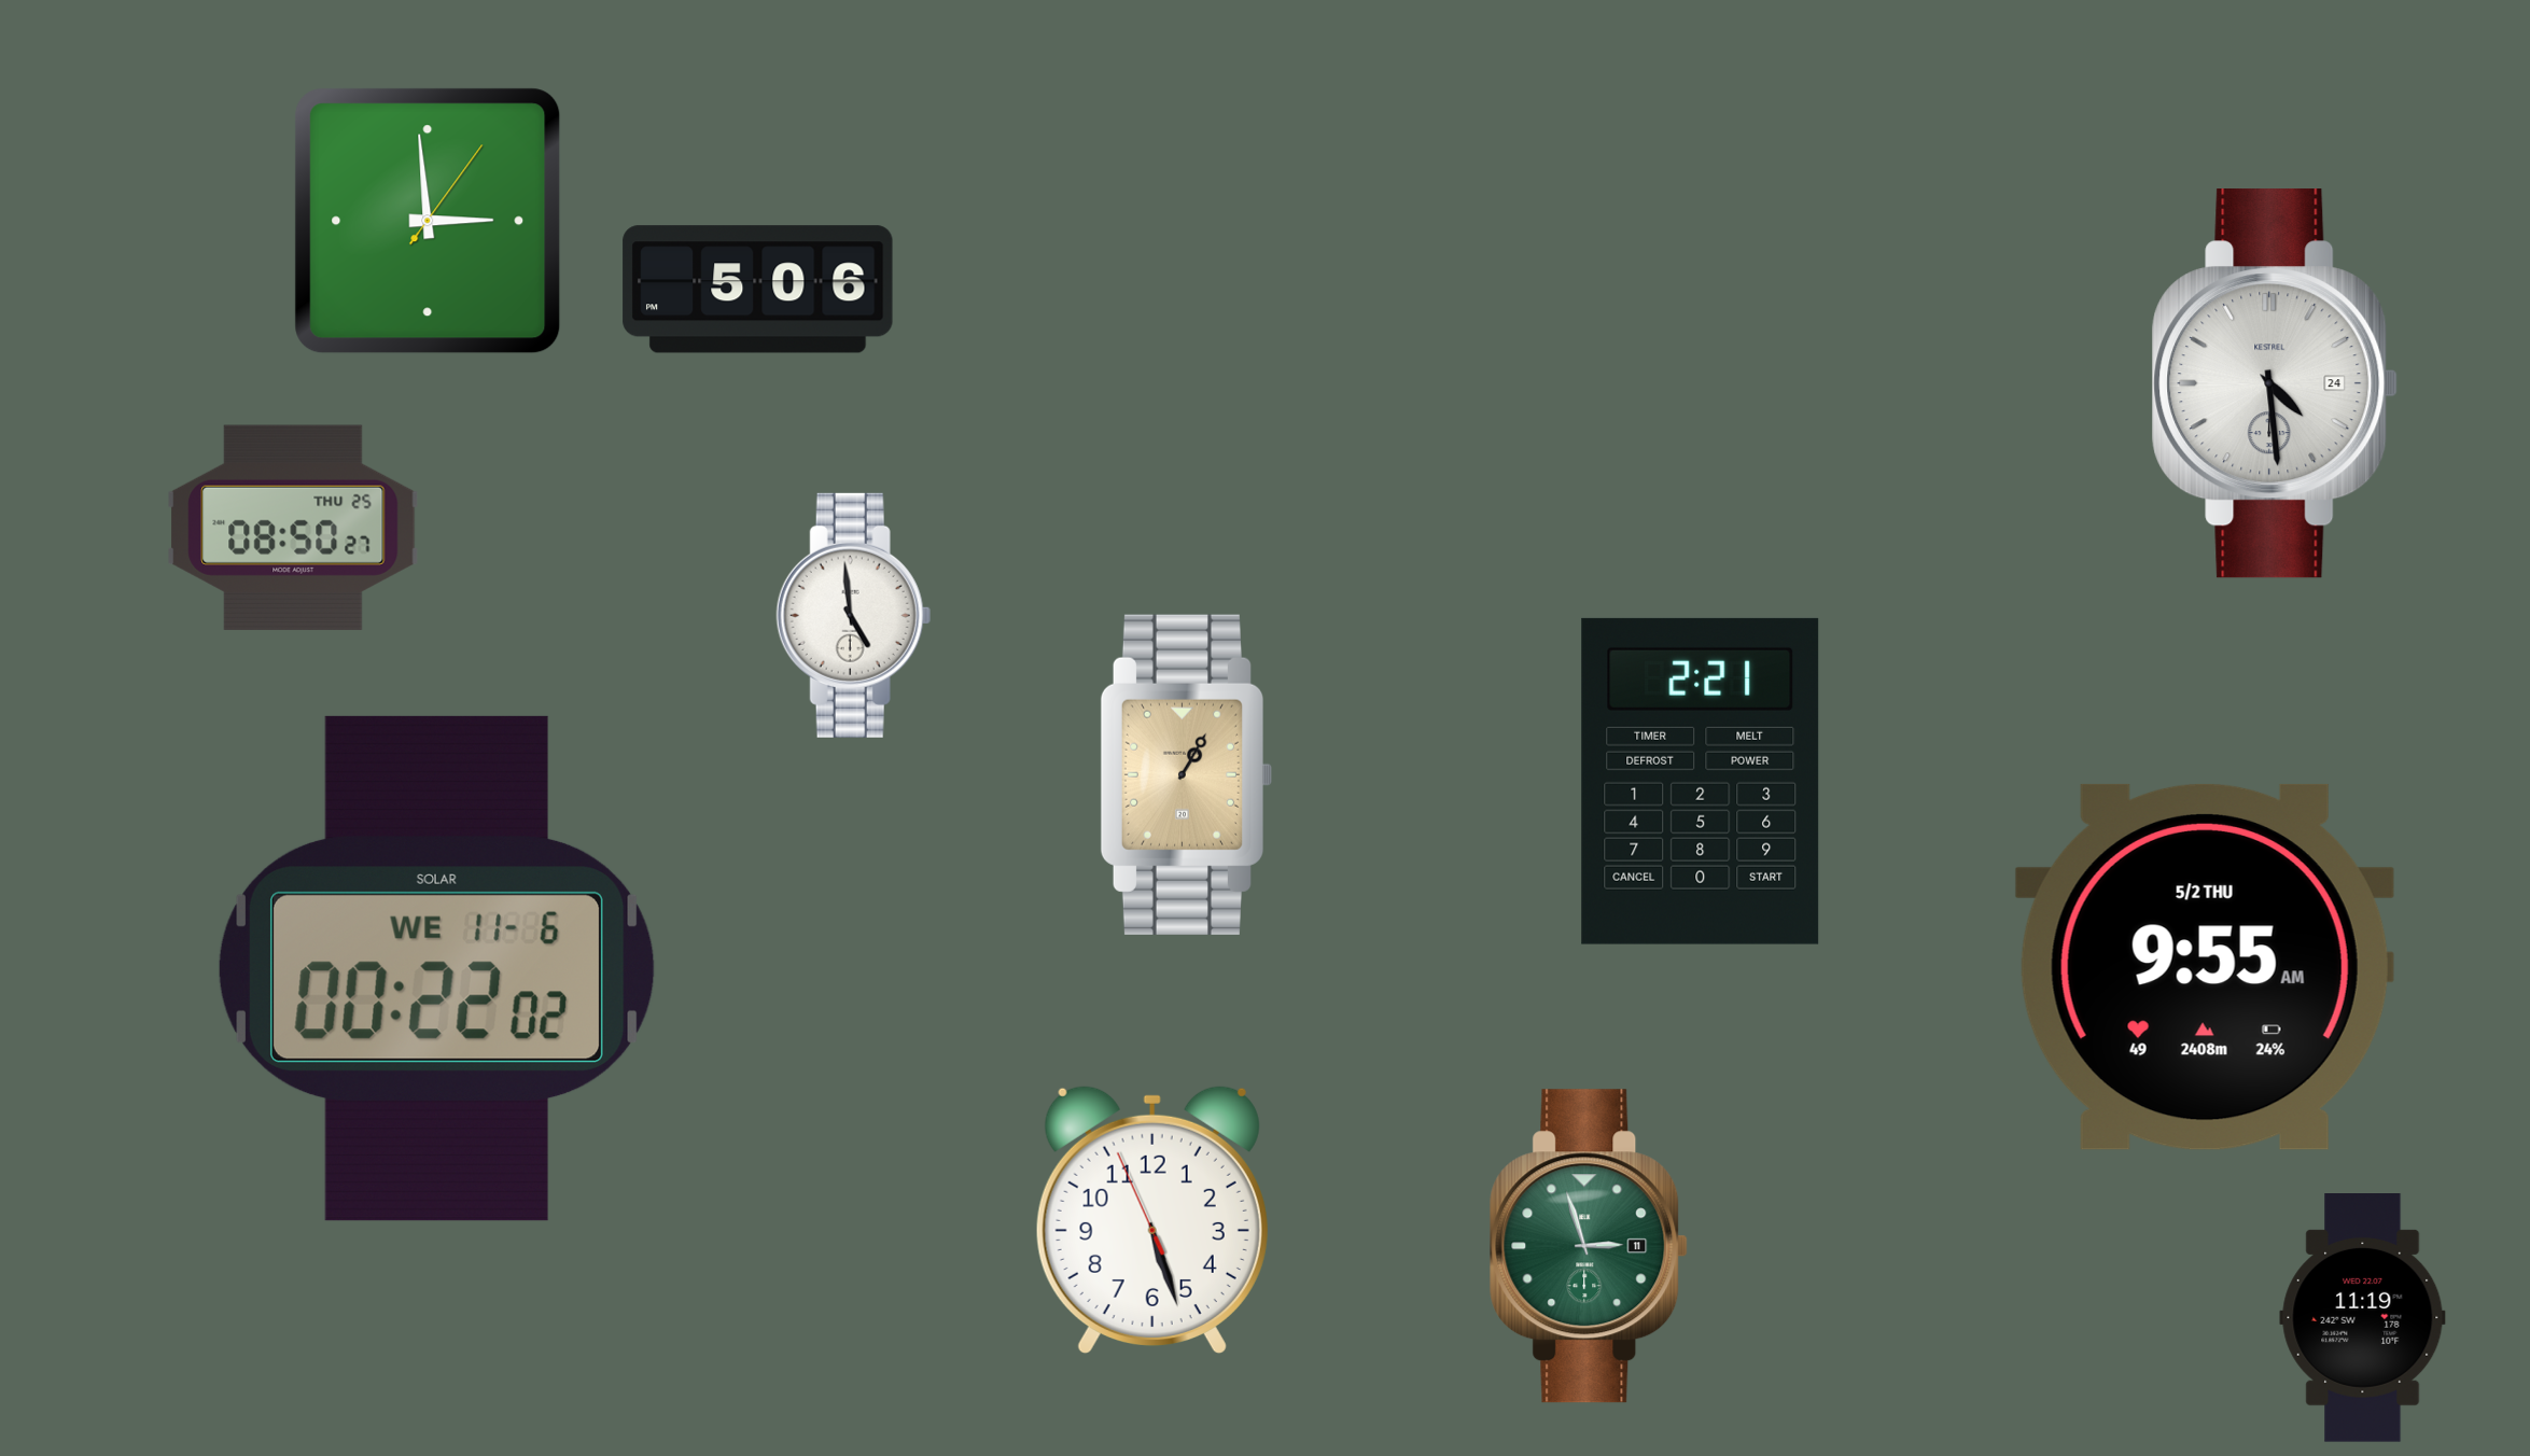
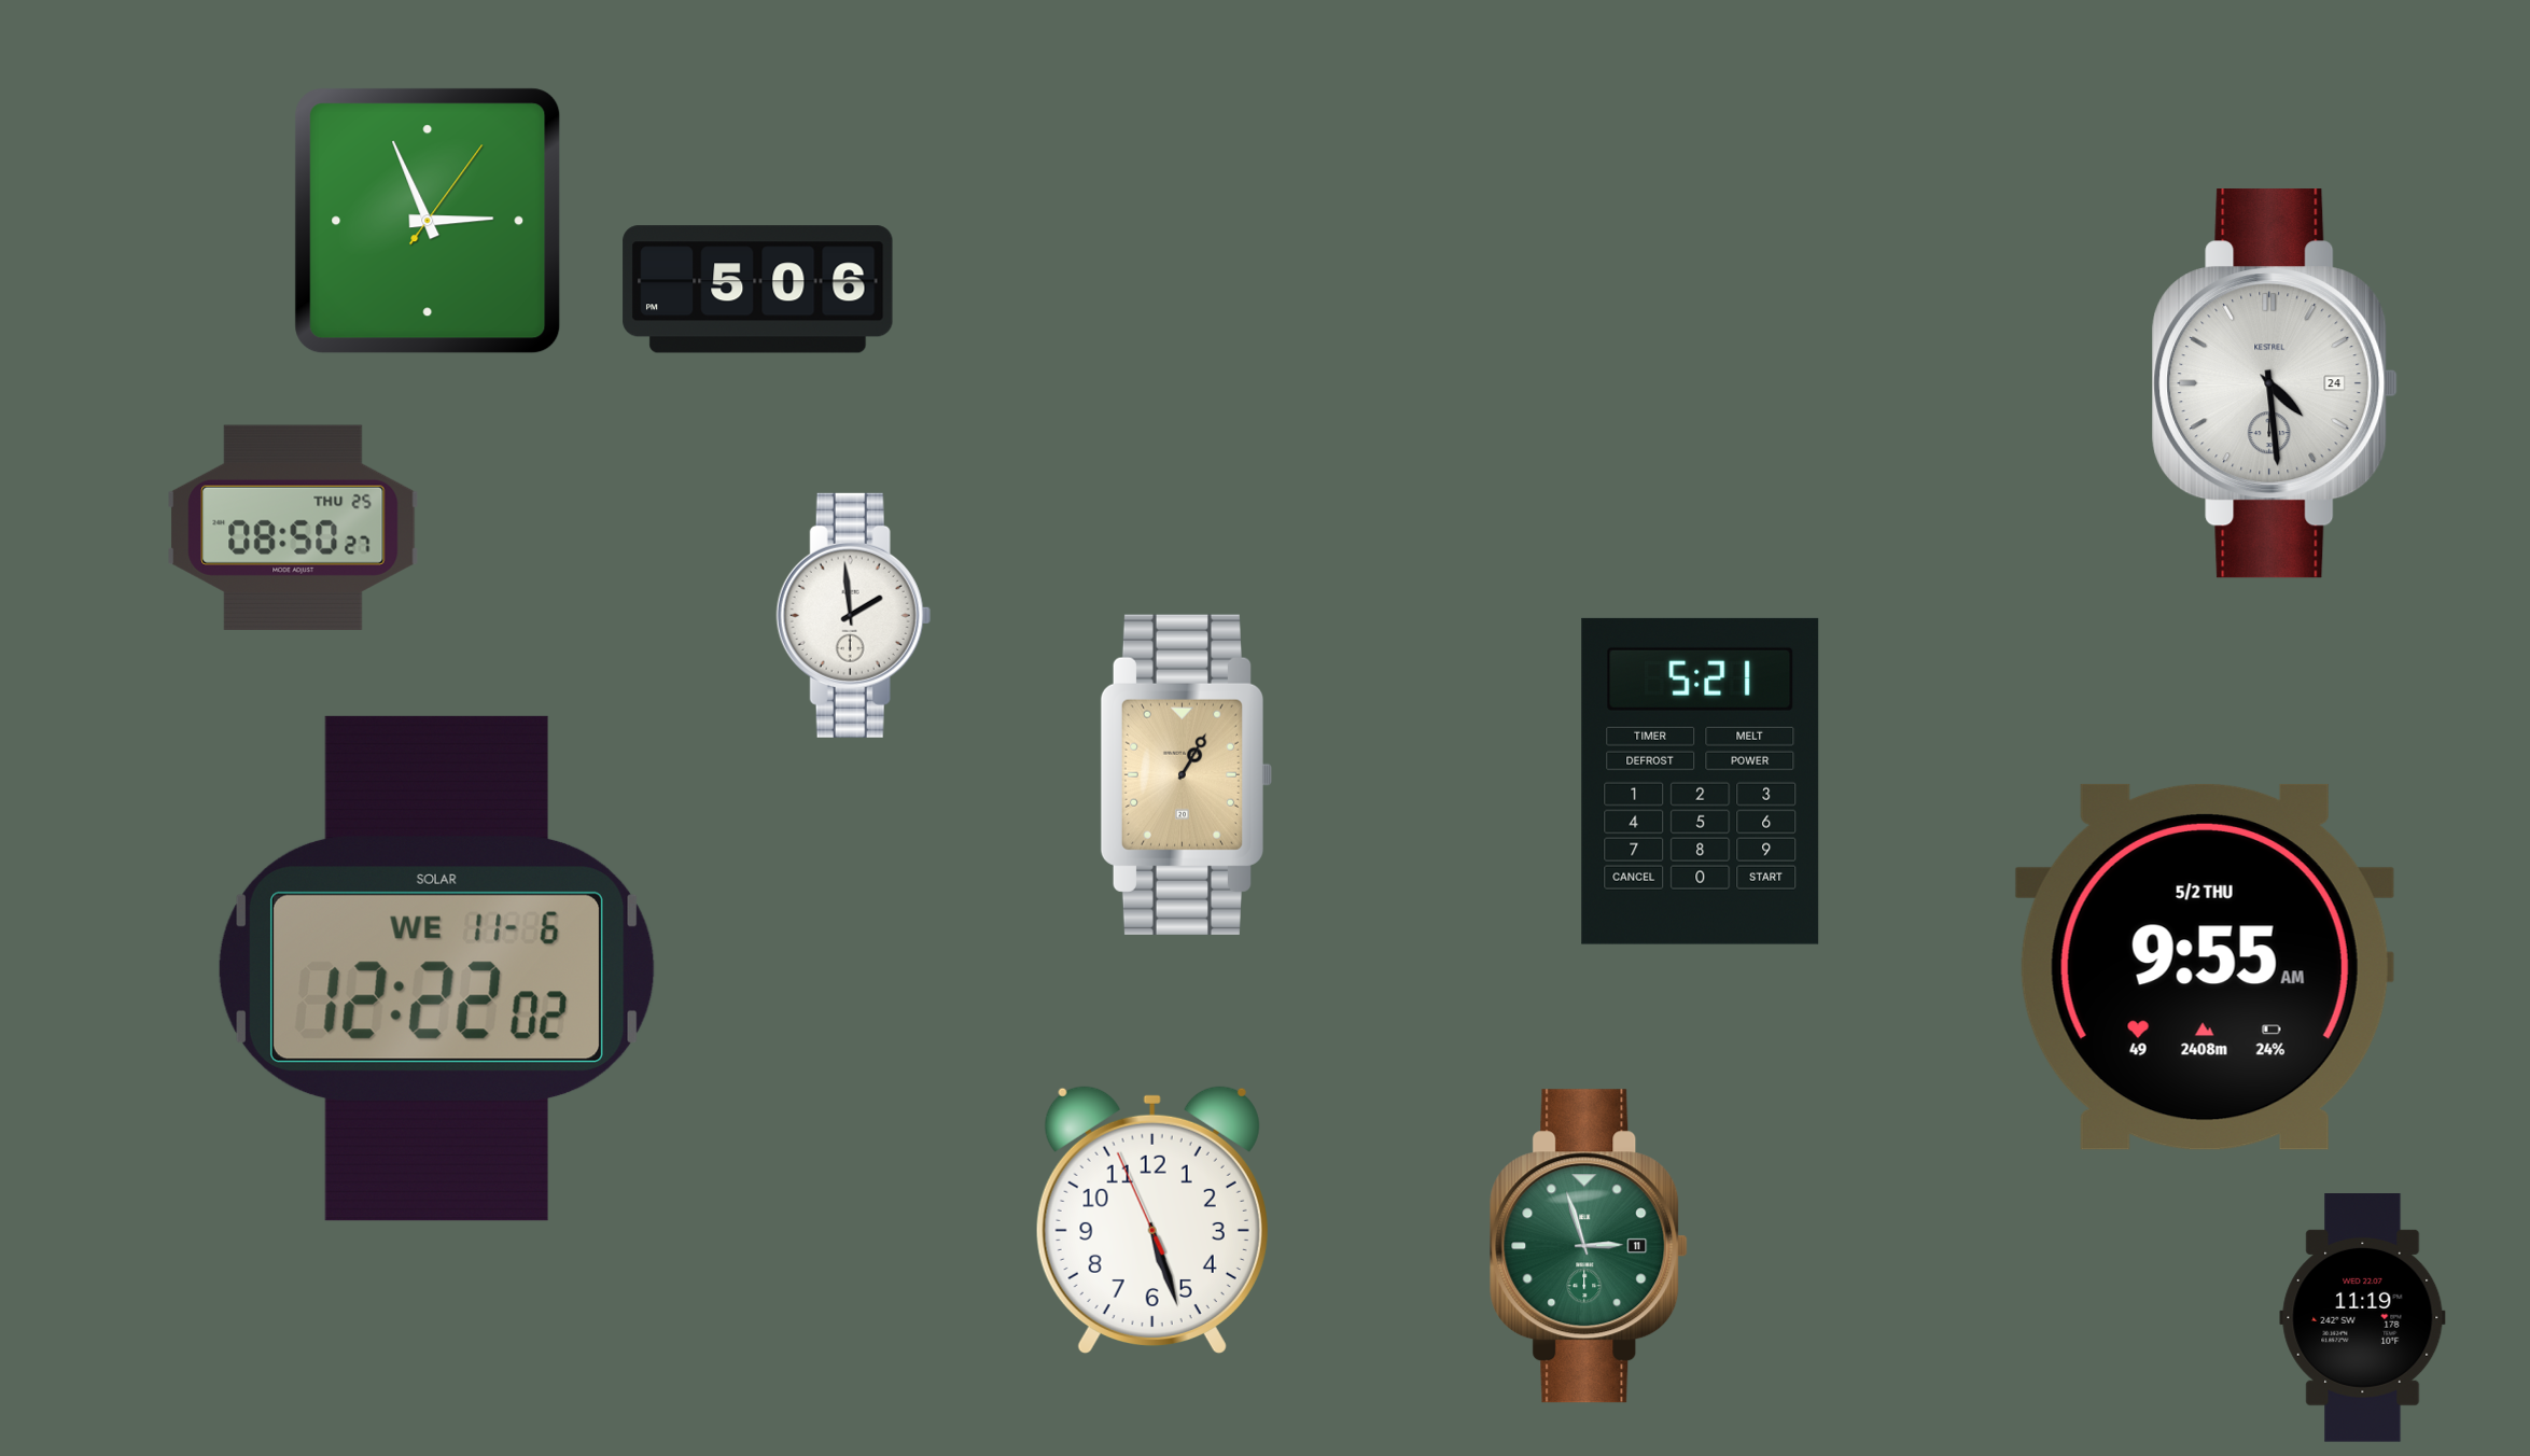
clock at (428, 221): 2:59 -> 2:56
clock at (853, 615): 4:59 -> 1:59
clock at (1701, 781): 2:21 -> 5:21
clock at (436, 968): 00:22 -> 12:22
